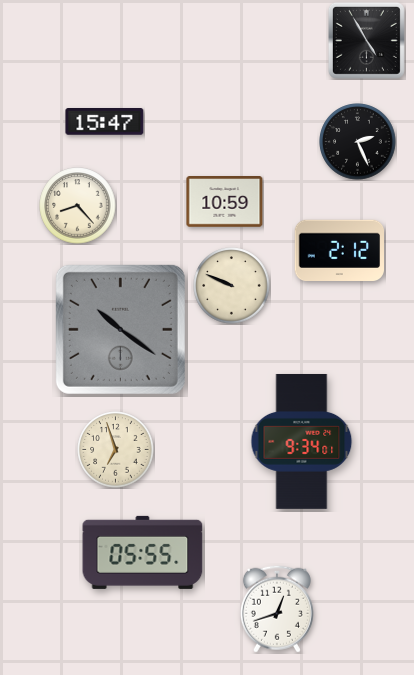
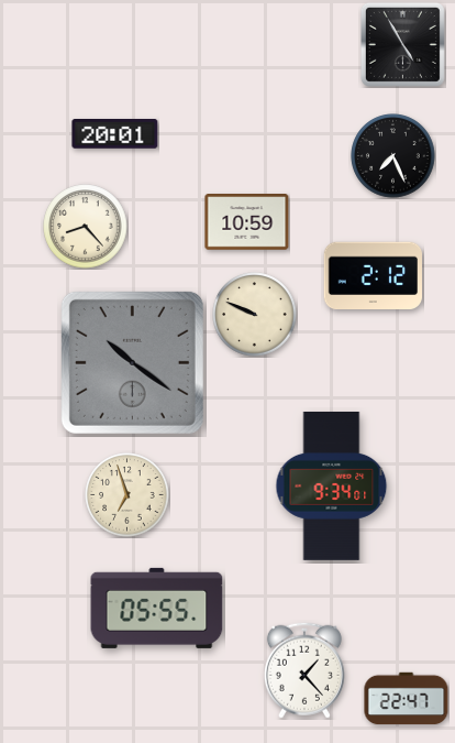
clock at (105, 122): 15:47 -> 20:01
clock at (358, 142): 2:26 -> 7:26
clock at (277, 609): 12:42 -> 1:23
clock at (407, 699): none -> 22:47
